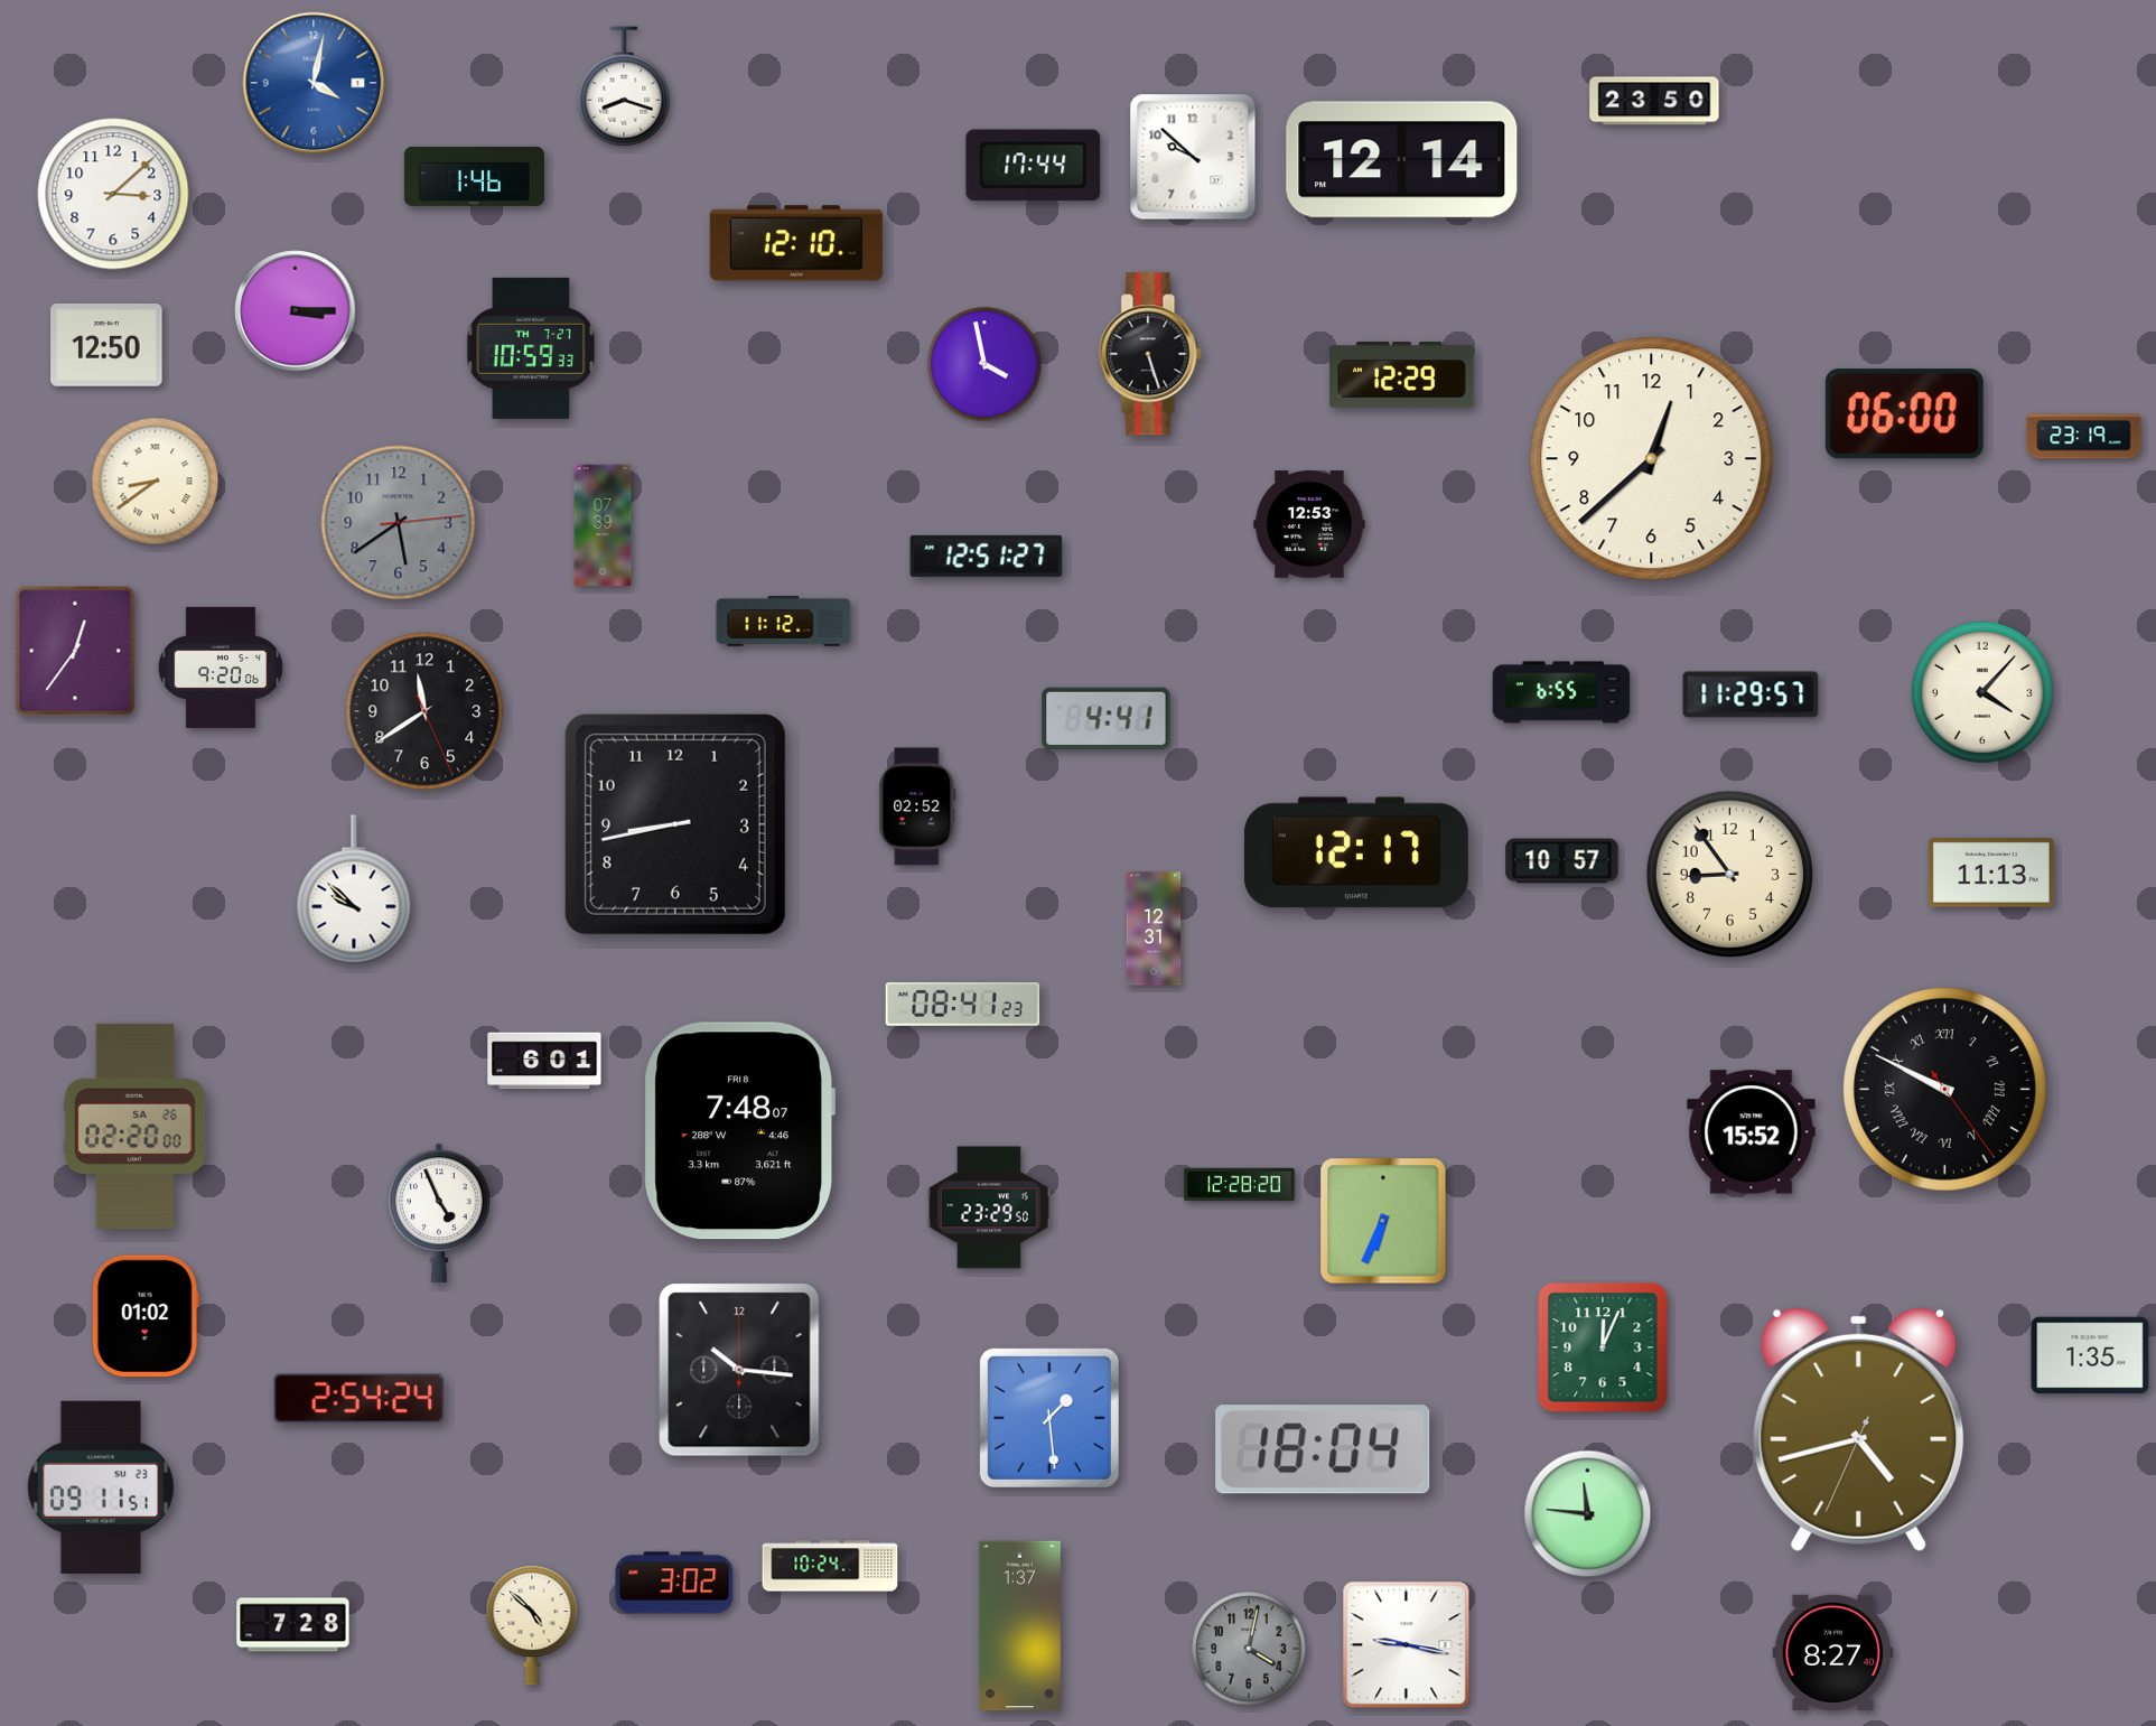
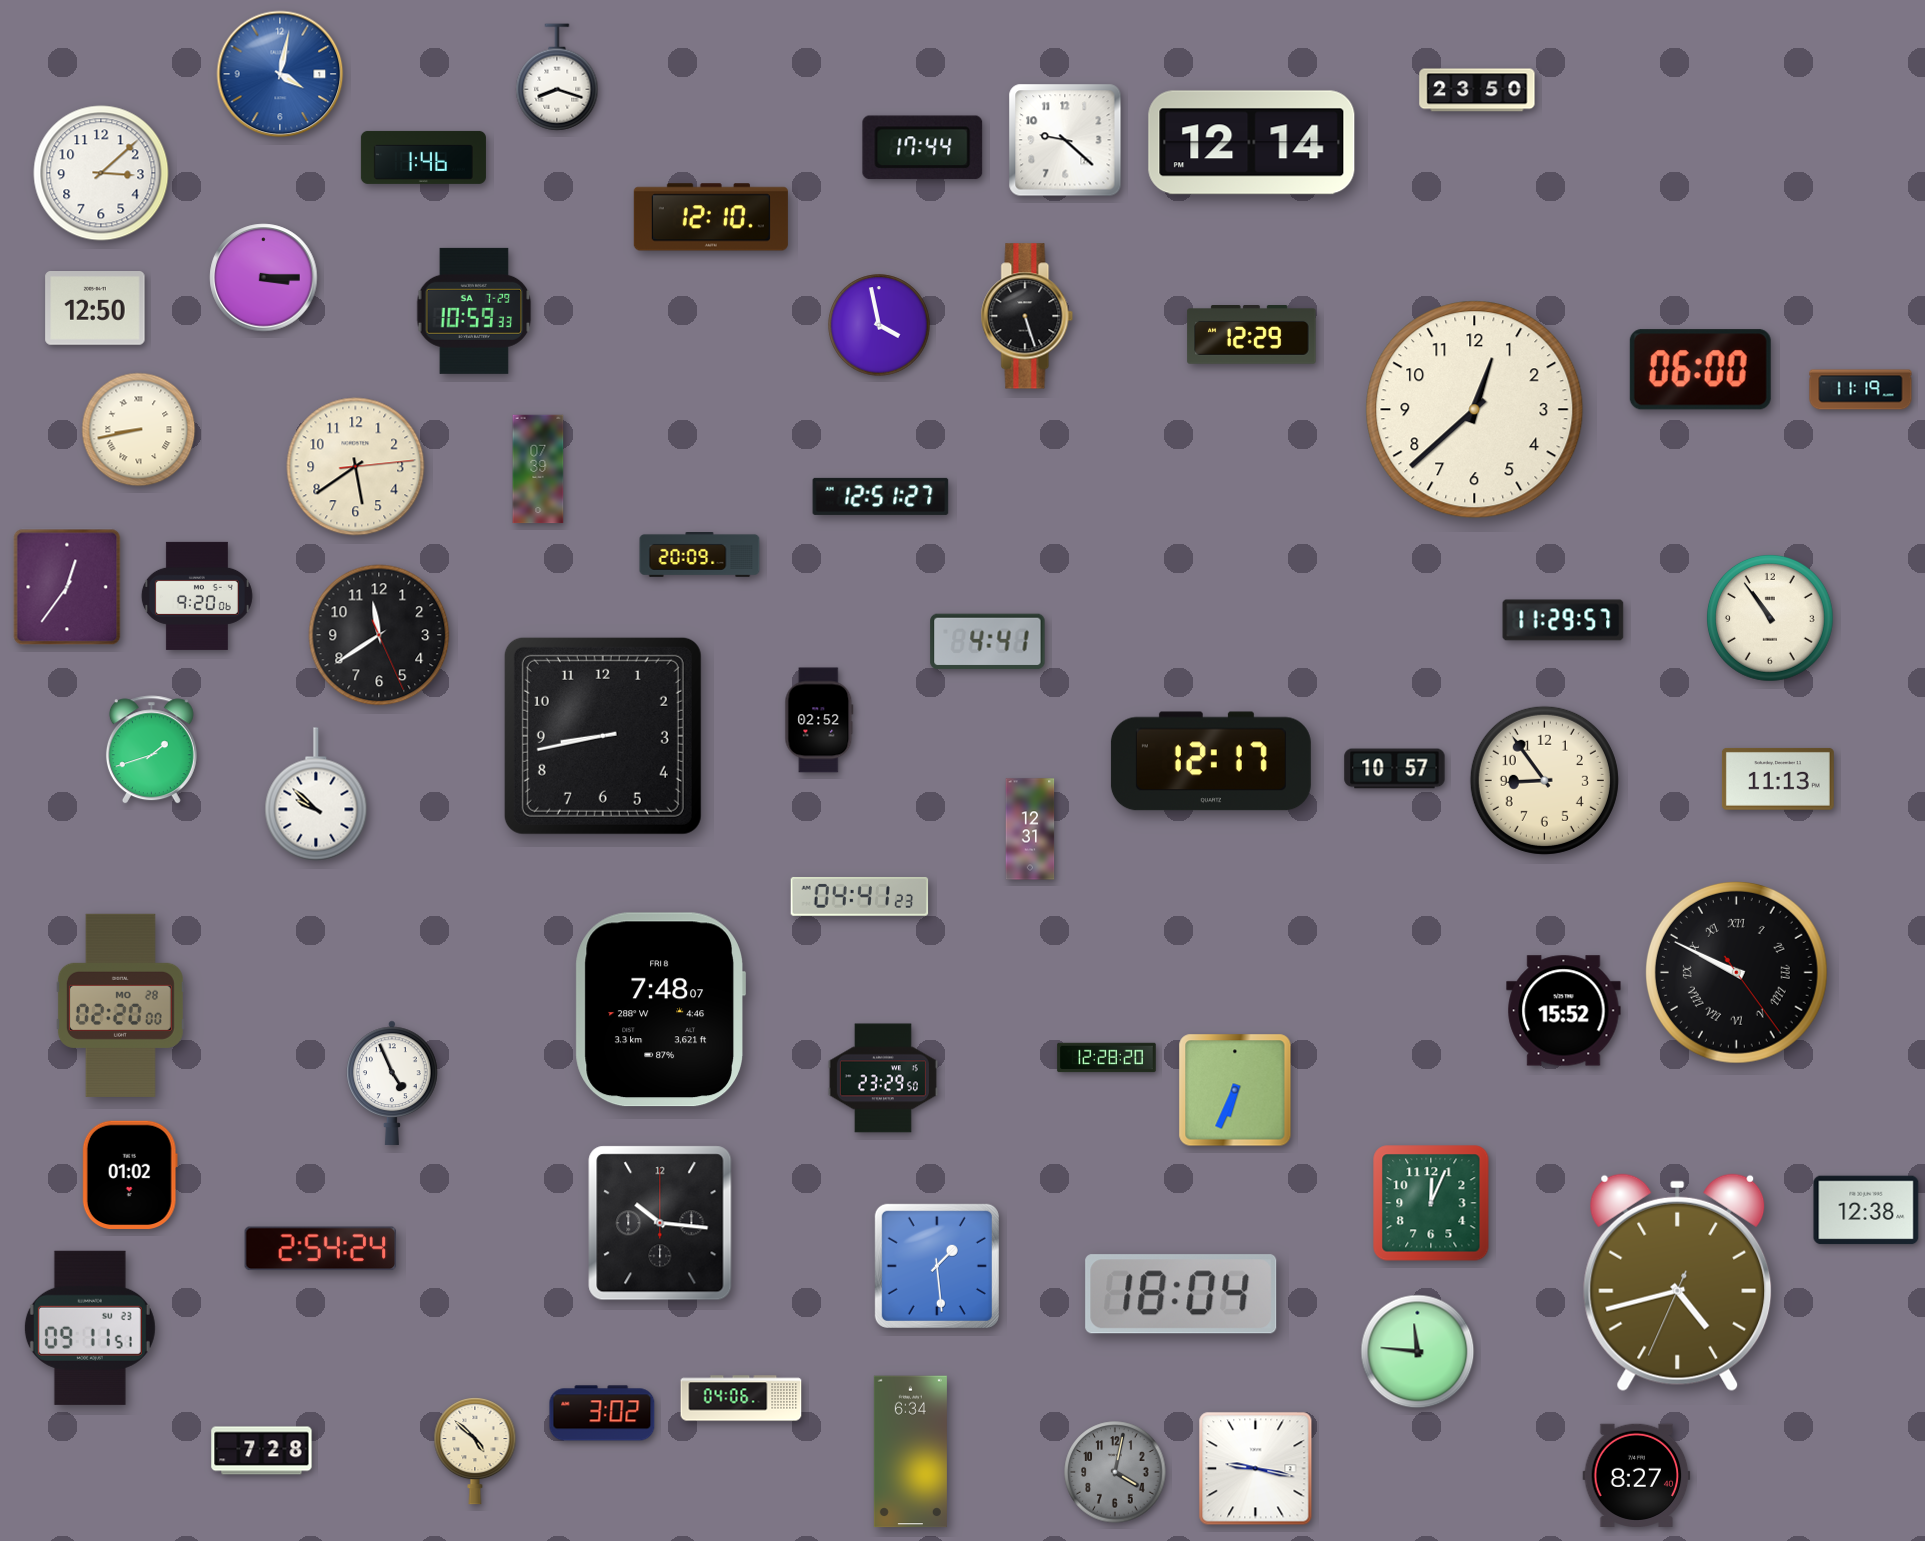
clock at (1193, 157): 9:52 -> 9:22
clock at (531, 348) date: TH 7-27 -> SA 7-29
clock at (2084, 437): 23:19 -> 11:19
clock at (156, 482): 8:39 -> 8:43
clock at (399, 523) dial: grey -> cream
clock at (1309, 524): 12:53 -> none
clock at (784, 622): 11:12 -> 20:09
clock at (75, 651) position: (75, 651) -> (67, 587)
clock at (1561, 692): 6:55 -> none
clock at (1984, 693): 4:07 -> 10:54
clock at (151, 750): none -> 1:42
clock at (963, 1004): 08:41 -> 04:41
clock at (544, 1061): 6:01 -> none
clock at (134, 1126) date: SA 26 -> MO 28
clock at (2090, 1355): 1:35 -> 12:38
clock at (1859, 1430) position: (1859, 1430) -> (1678, 1283)
clock at (830, 1566): 10:24 -> 04:06
clock at (1019, 1626): 1:37 -> 6:34
